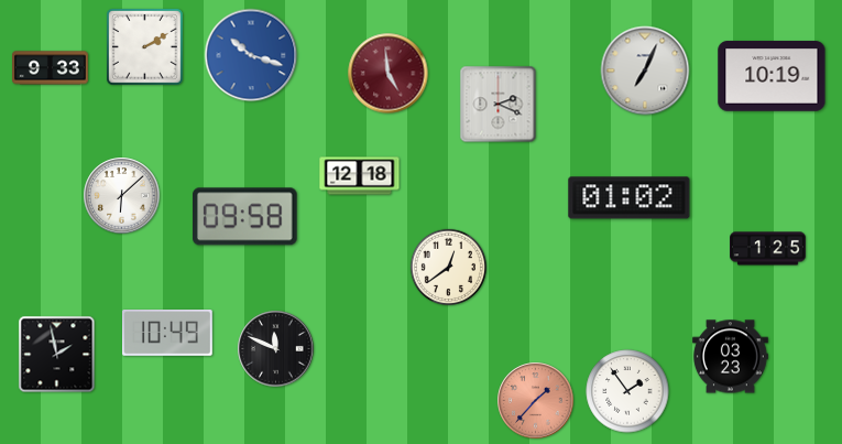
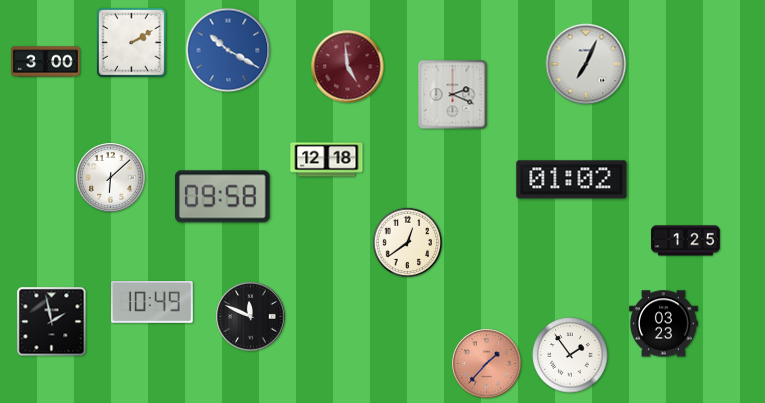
clock at (251, 55): 10:18 -> 10:20
clock at (51, 68): 9:33 -> 3:00
clock at (389, 74) position: (389, 74) -> (348, 67)
clock at (772, 76): 10:19 -> none
clock at (768, 249) position: (768, 249) -> (686, 241)
